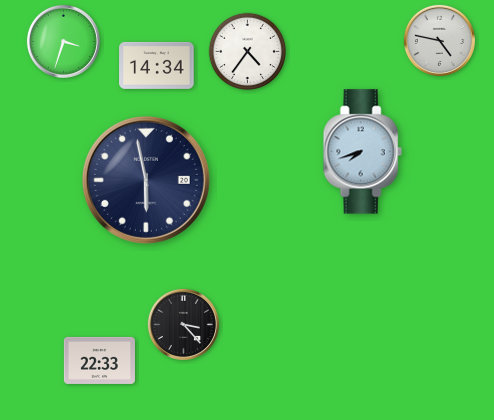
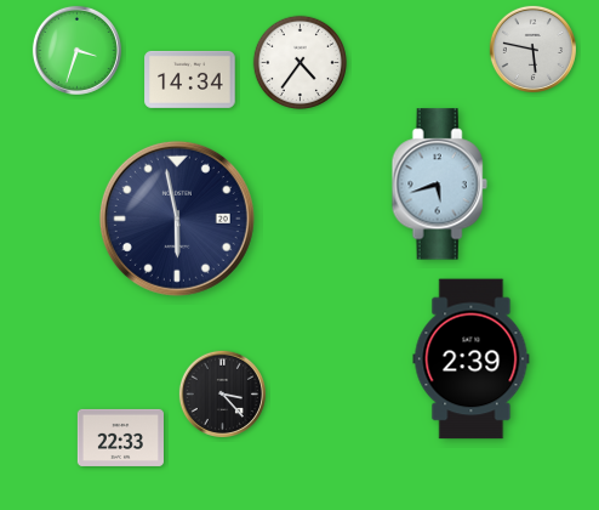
clock at (439, 40): 4:47 -> 5:47
clock at (362, 152): 7:42 -> 5:42
clock at (472, 359): none -> 2:39
